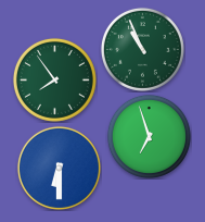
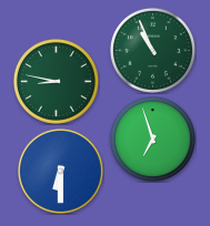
clock at (142, 49) position: (142, 49) -> (152, 50)
clock at (54, 79): 7:54 -> 8:47
